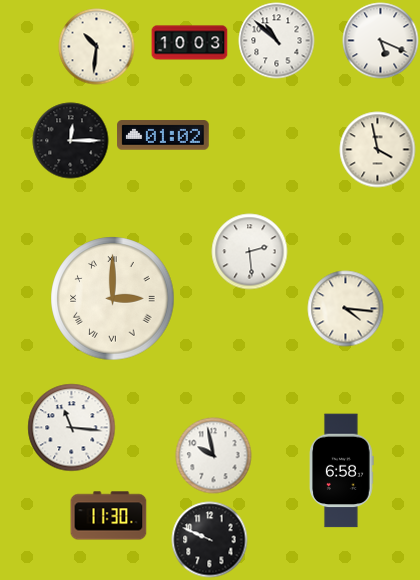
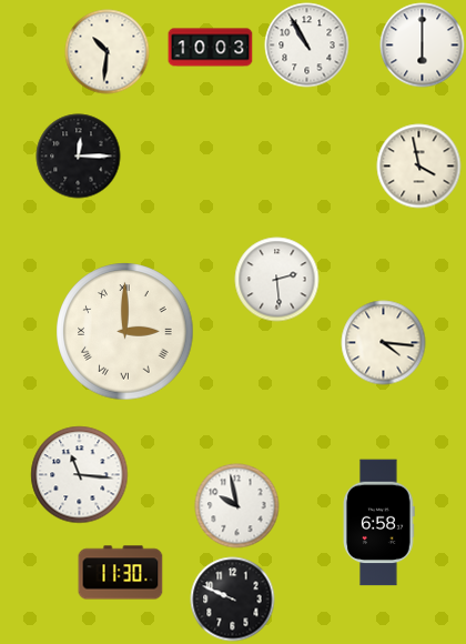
clock at (277, 41): 10:52 -> 10:55
clock at (381, 41): 5:19 -> 6:00
clock at (163, 135): 01:02 -> none
